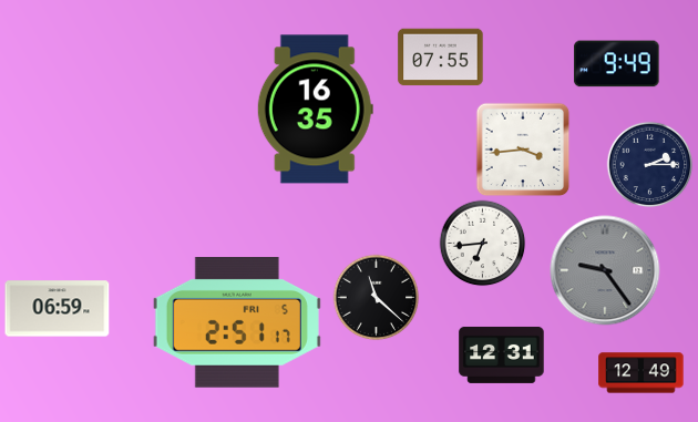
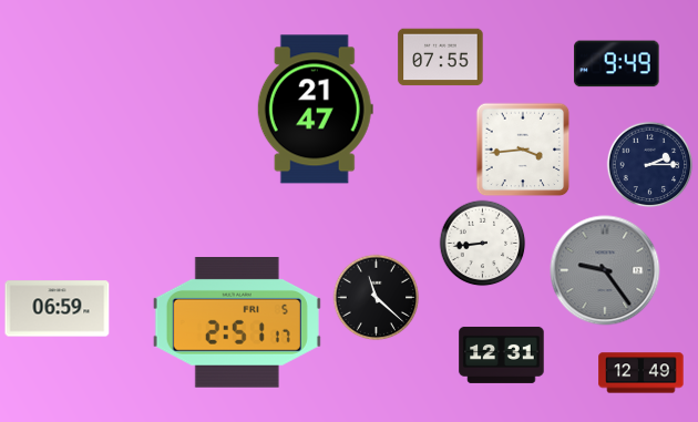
clock at (315, 110): 16:35 -> 21:47
clock at (482, 243): 6:44 -> 8:44
